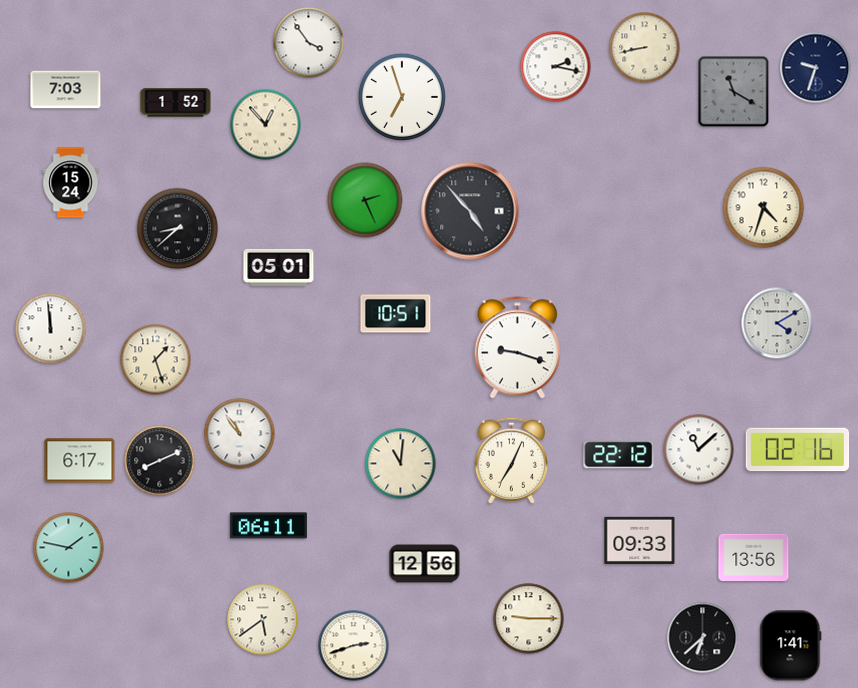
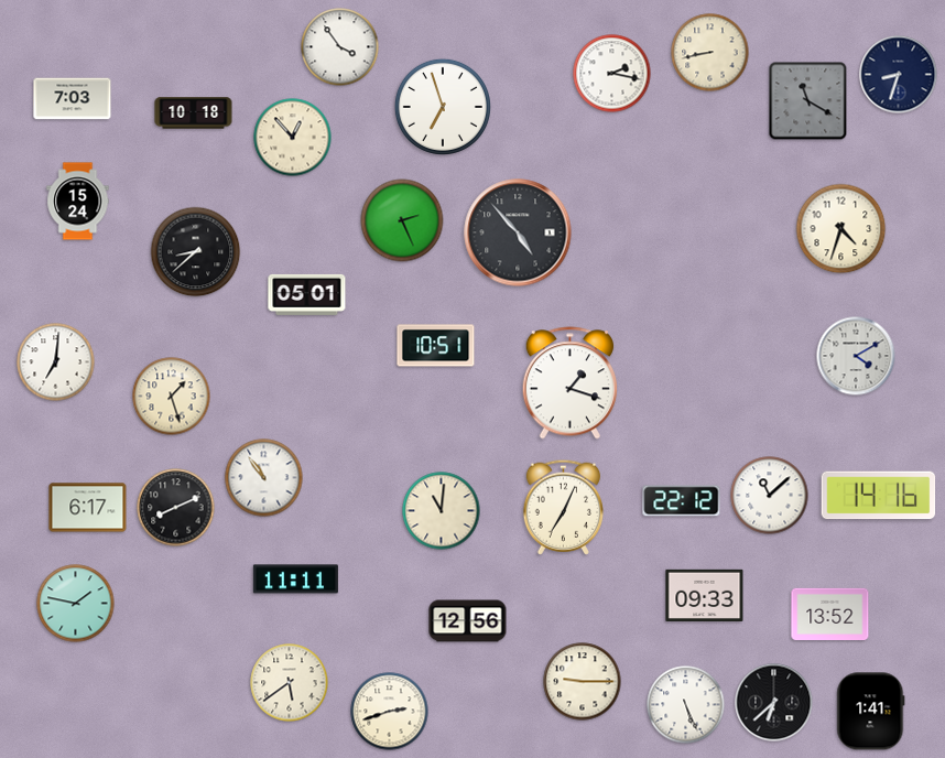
clock at (816, 68): 9:33 -> 8:33
clock at (176, 103): 1:52 -> 10:18
clock at (51, 329): 11:59 -> 7:01
clock at (517, 348): 9:18 -> 1:18
clock at (798, 450): 02:16 -> 14:16
clock at (268, 526): 06:11 -> 11:11
clock at (754, 557): 13:56 -> 13:52
clock at (686, 705): none -> 5:26
